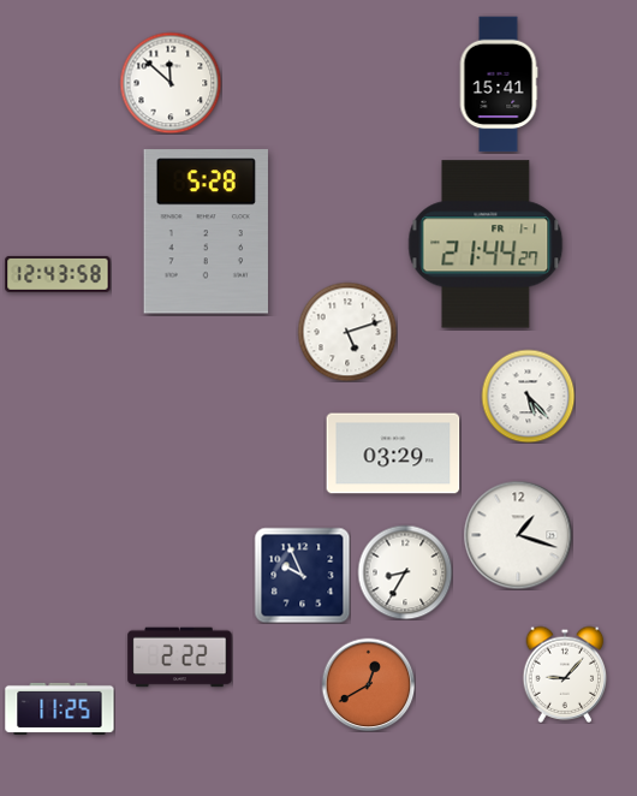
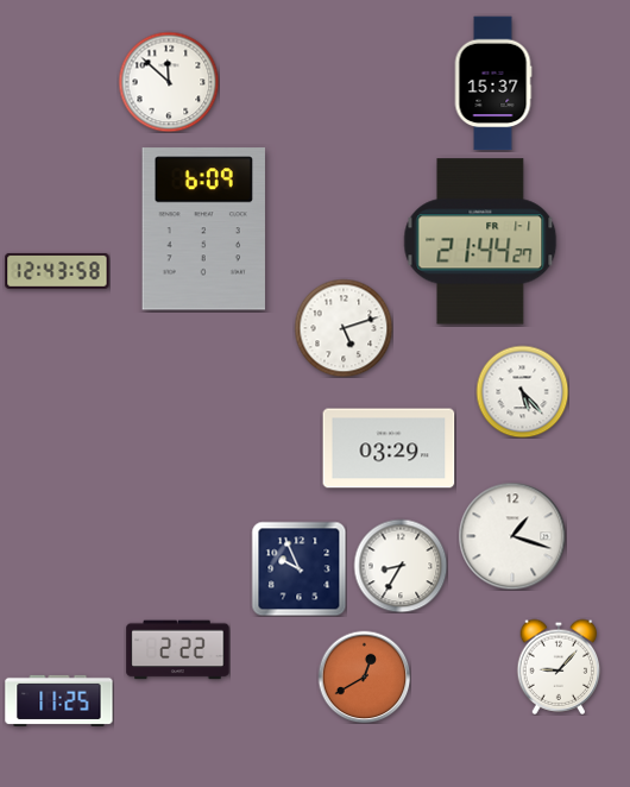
clock at (499, 84): 15:41 -> 15:37
clock at (206, 232): 5:28 -> 6:09
clock at (518, 535) position: (518, 535) -> (512, 536)
